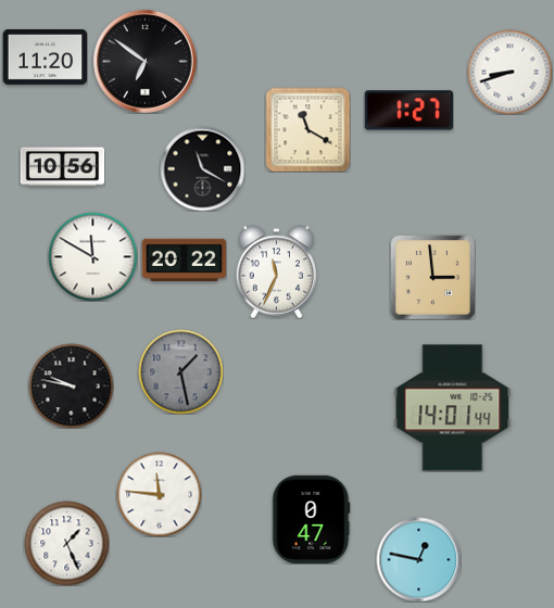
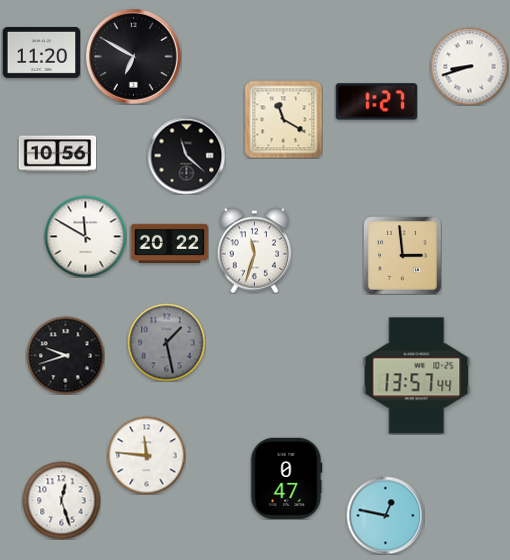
clock at (146, 62): 6:51 -> 6:50
clock at (202, 168): 11:20 -> 11:22
clock at (184, 259) position: (184, 259) -> (169, 243)
clock at (277, 271): 11:34 -> 11:33
clock at (433, 278) position: (433, 278) -> (403, 256)
clock at (71, 385): 9:47 -> 9:42
clock at (453, 408): 14:01 -> 13:57
clock at (66, 543): 1:26 -> 12:27
